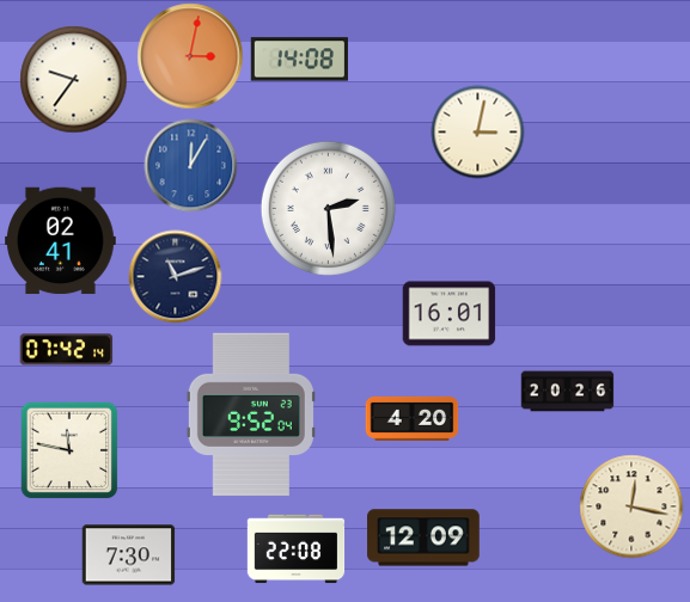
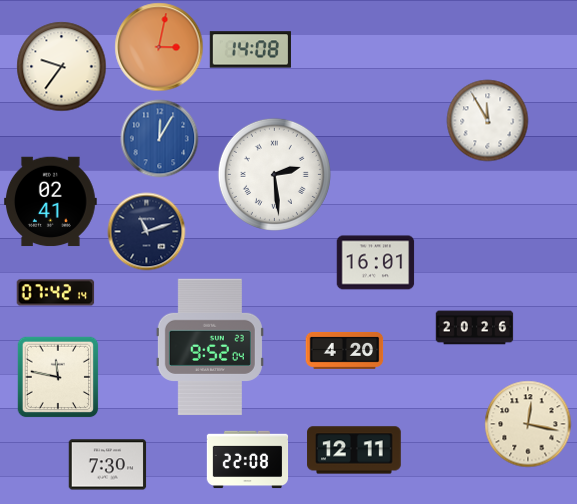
clock at (477, 131): 3:02 -> none
clock at (487, 120): none -> 11:55
clock at (423, 537): 12:09 -> 12:11
